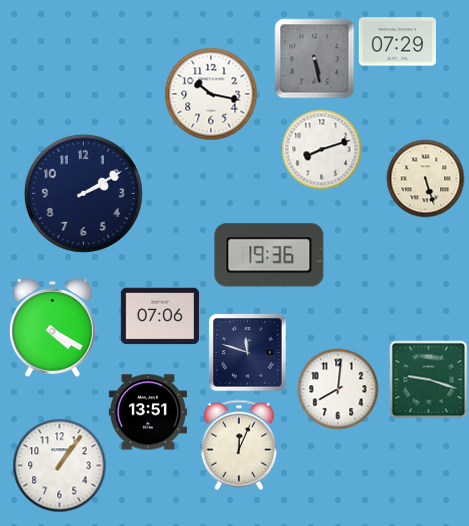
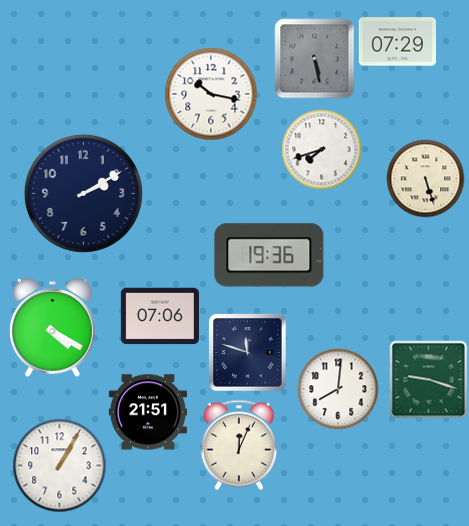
clock at (321, 149): 8:12 -> 7:42
clock at (148, 412): 13:51 -> 21:51
clock at (59, 465): 1:06 -> 1:05
